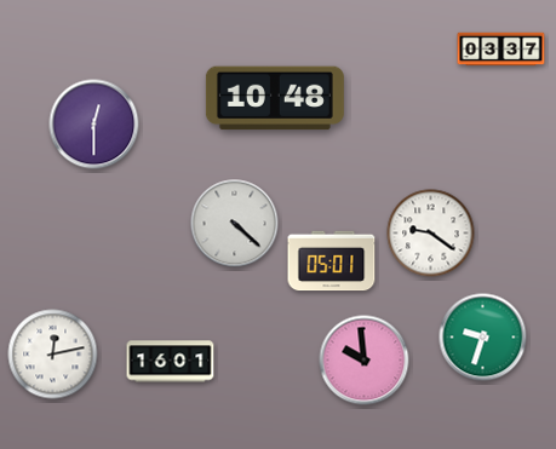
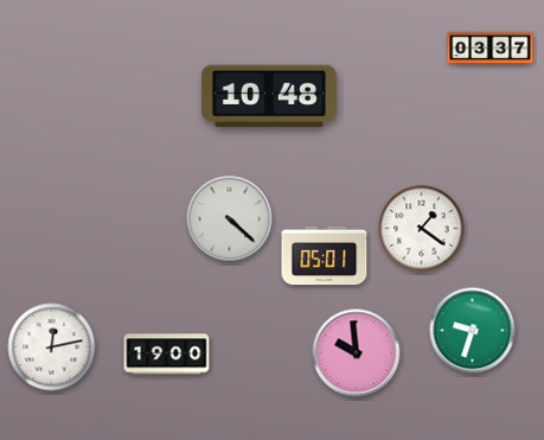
clock at (94, 125): 12:30 -> none
clock at (431, 234): 9:21 -> 1:21
clock at (171, 362): 16:01 -> 19:00
